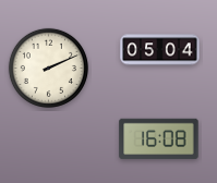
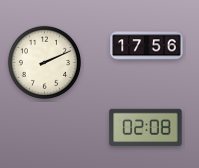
clock at (160, 50): 05:04 -> 17:56
clock at (159, 139): 16:08 -> 02:08
